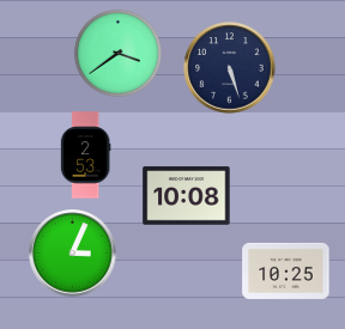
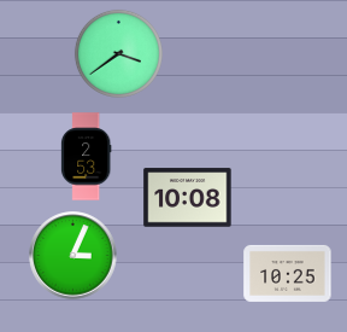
clock at (230, 68): 5:27 -> none
